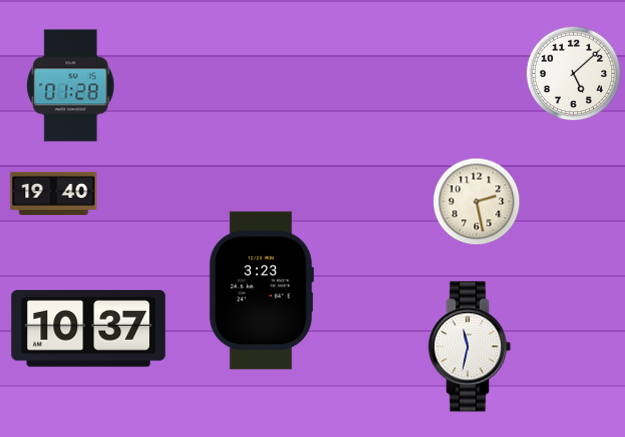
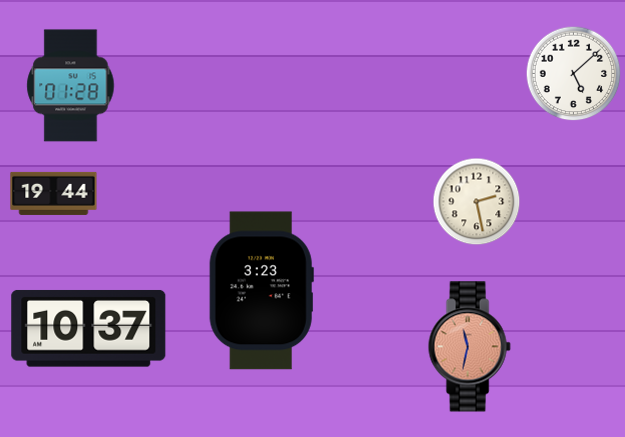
clock at (54, 193): 19:40 -> 19:44
clock at (469, 347) dial: white -> salmon
